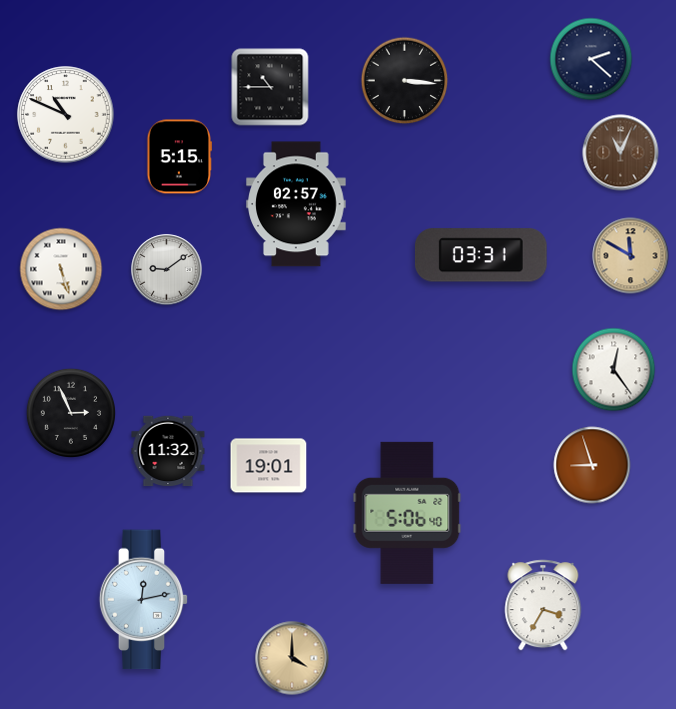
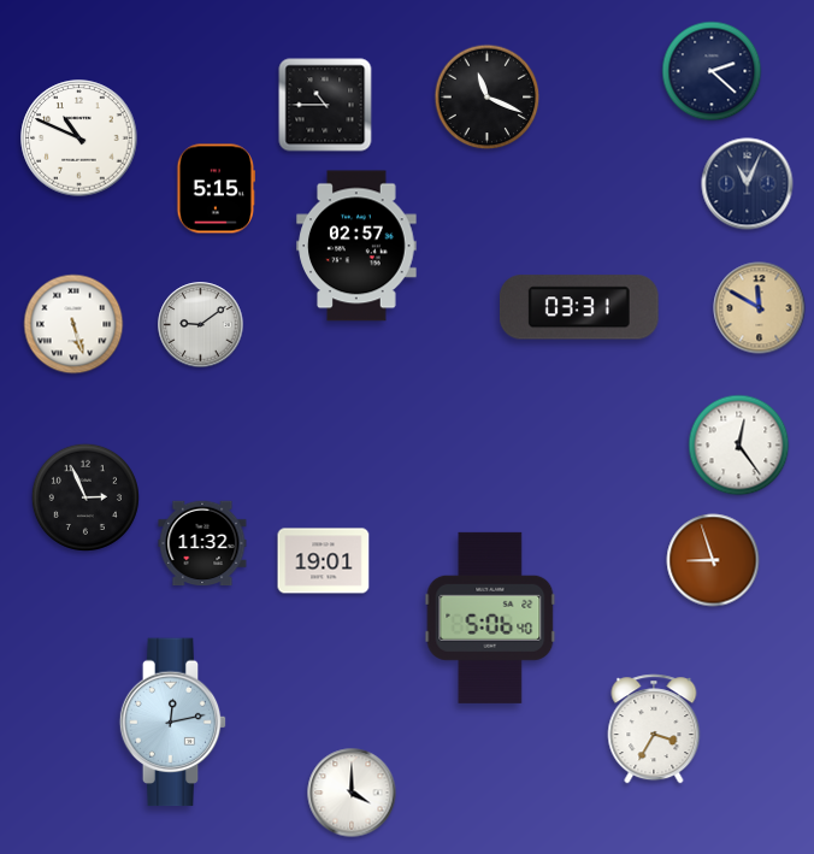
clock at (405, 81): 3:16 -> 11:19
clock at (621, 153) dial: brown -> navy
clock at (292, 658) dial: champagne -> white
